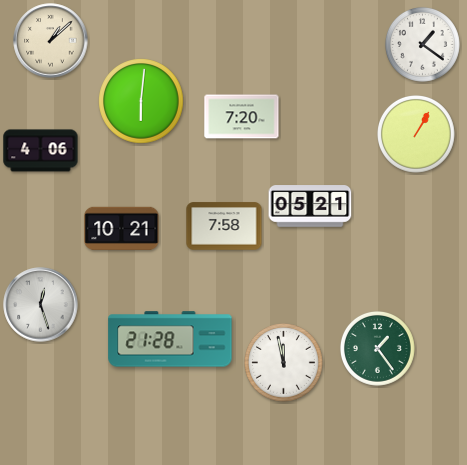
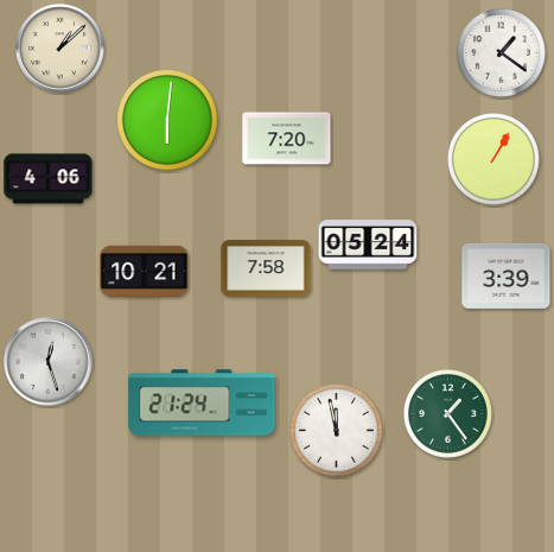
clock at (310, 206): 05:21 -> 05:24
clock at (507, 275): none -> 3:39
clock at (170, 339): 21:28 -> 21:24
